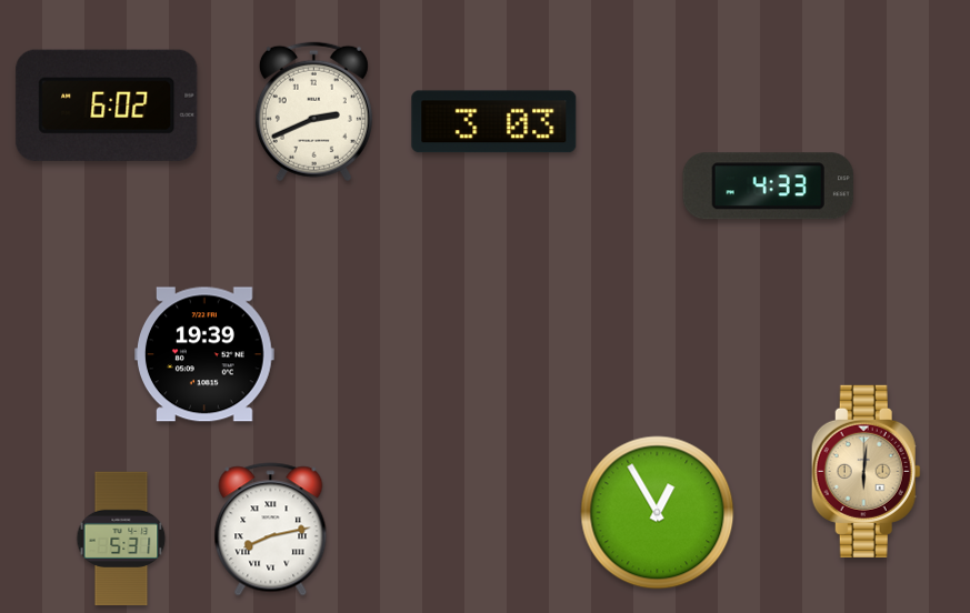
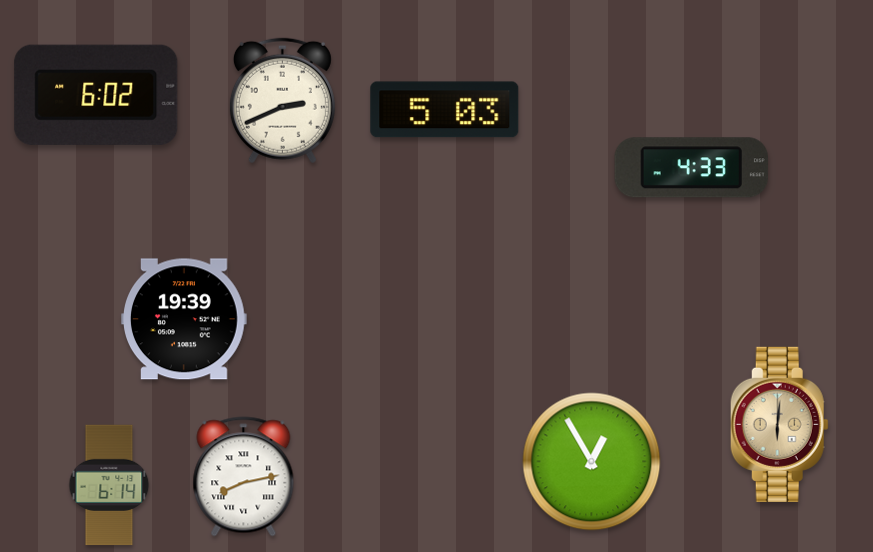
clock at (494, 122): 3:03 -> 5:03
clock at (121, 539): 5:31 -> 6:14
